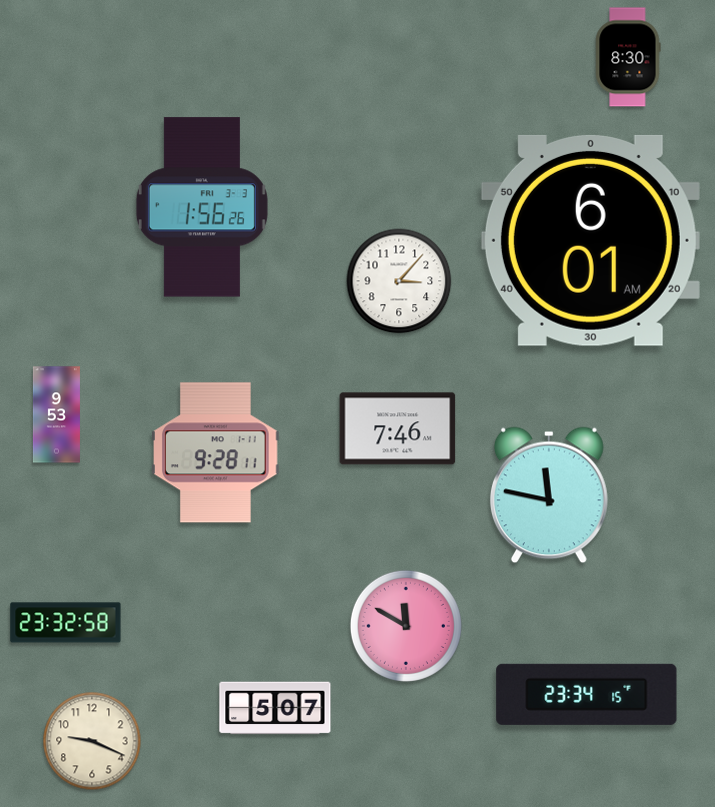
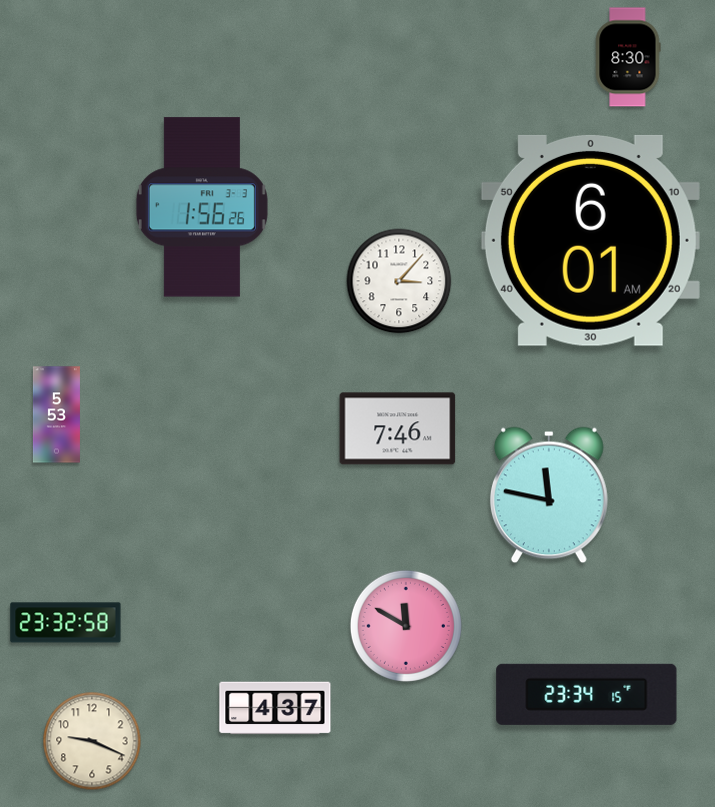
clock at (56, 415): 9:53 -> 5:53
clock at (216, 453): 9:28 -> none
clock at (275, 708): 5:07 -> 4:37
